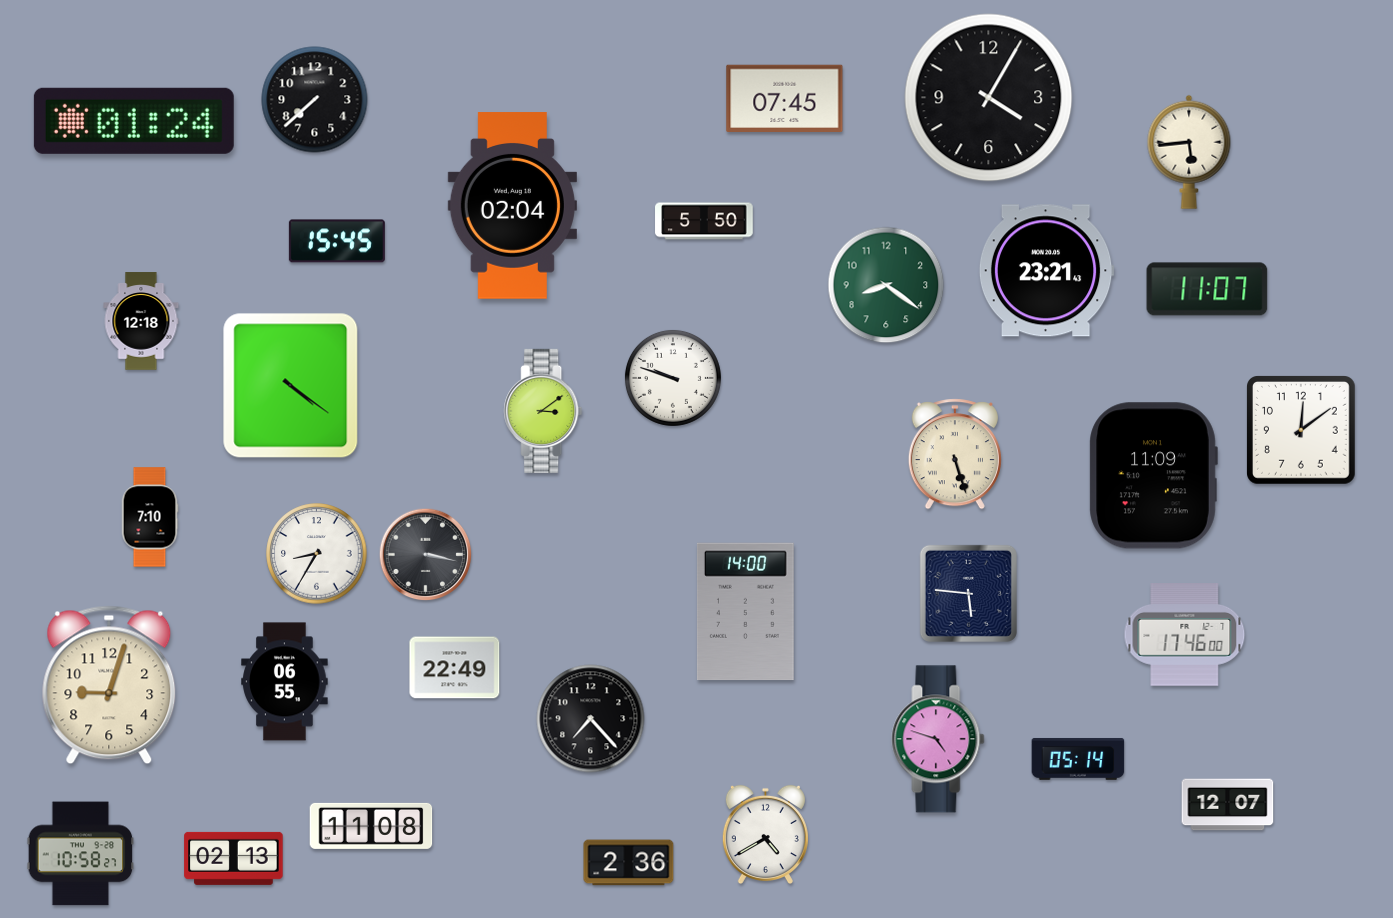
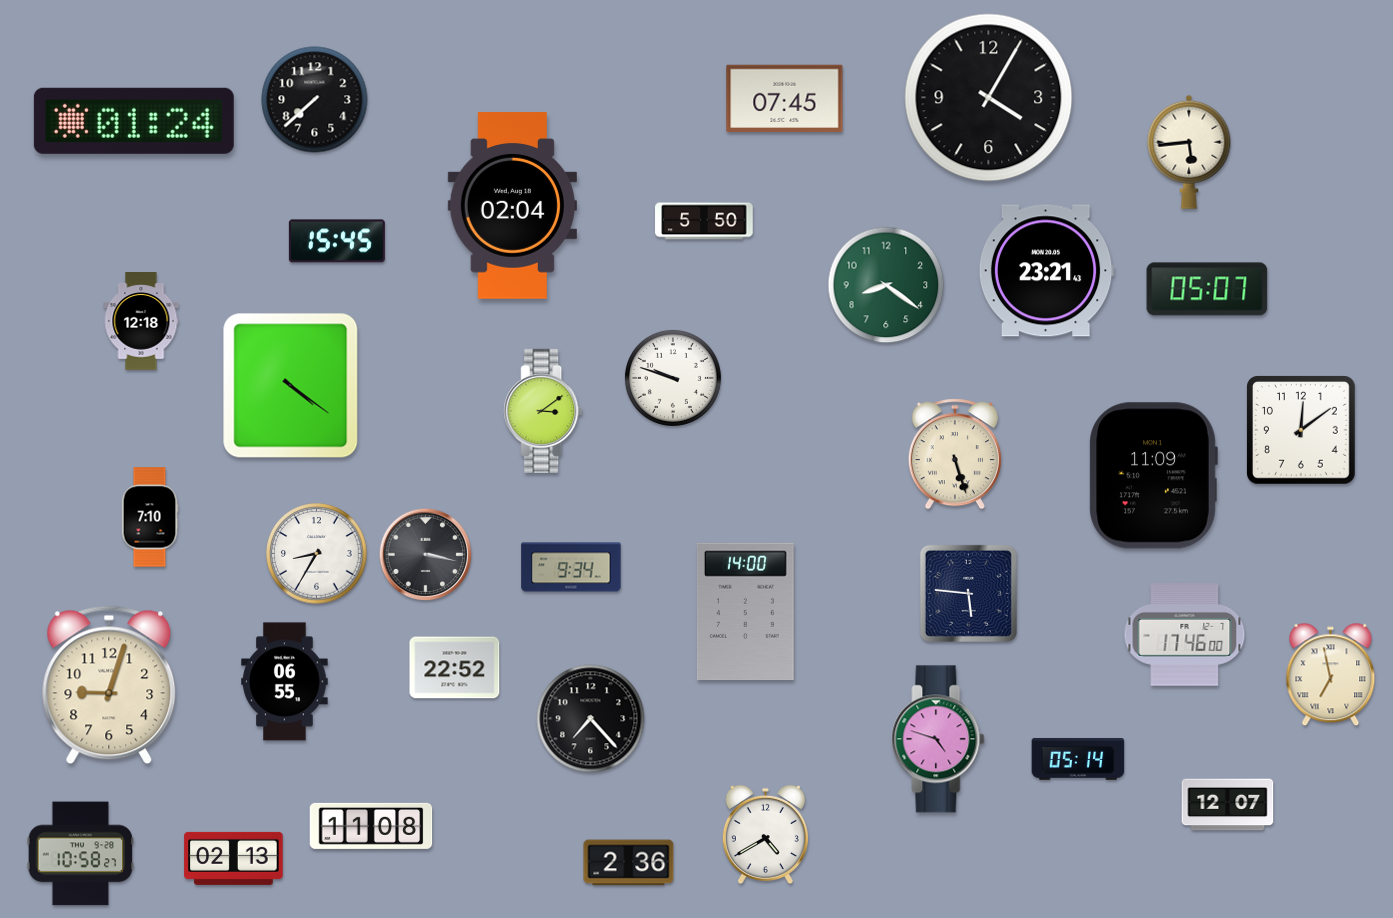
clock at (1207, 289): 11:07 -> 05:07
clock at (571, 567): none -> 9:34
clock at (455, 668): 22:49 -> 22:52
clock at (1331, 675): none -> 6:58
